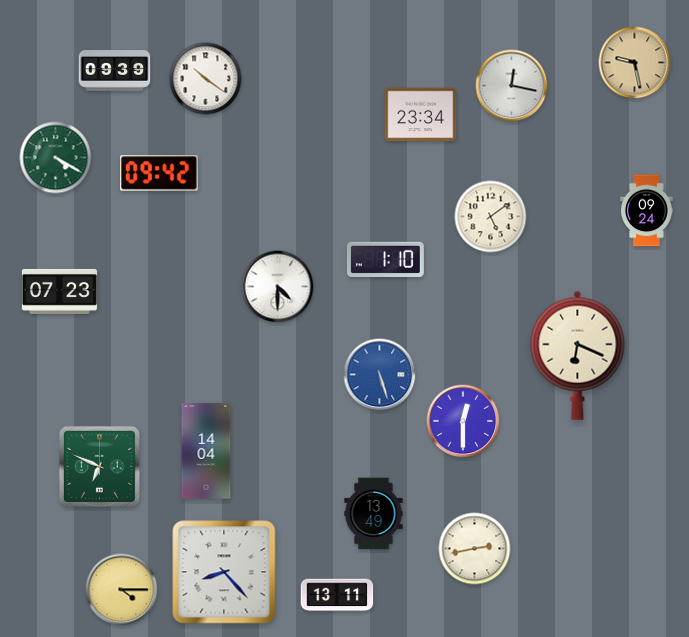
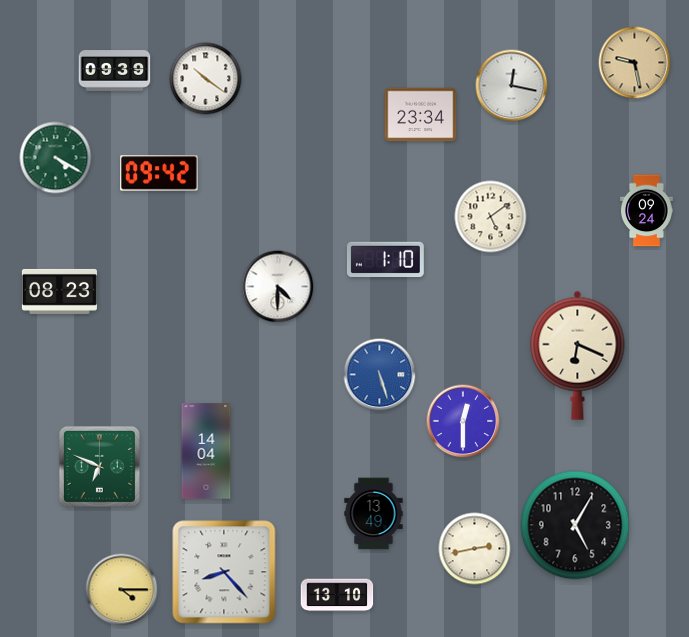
clock at (59, 291): 07:23 -> 08:23
clock at (575, 525): none -> 5:05
clock at (337, 595): 13:11 -> 13:10
